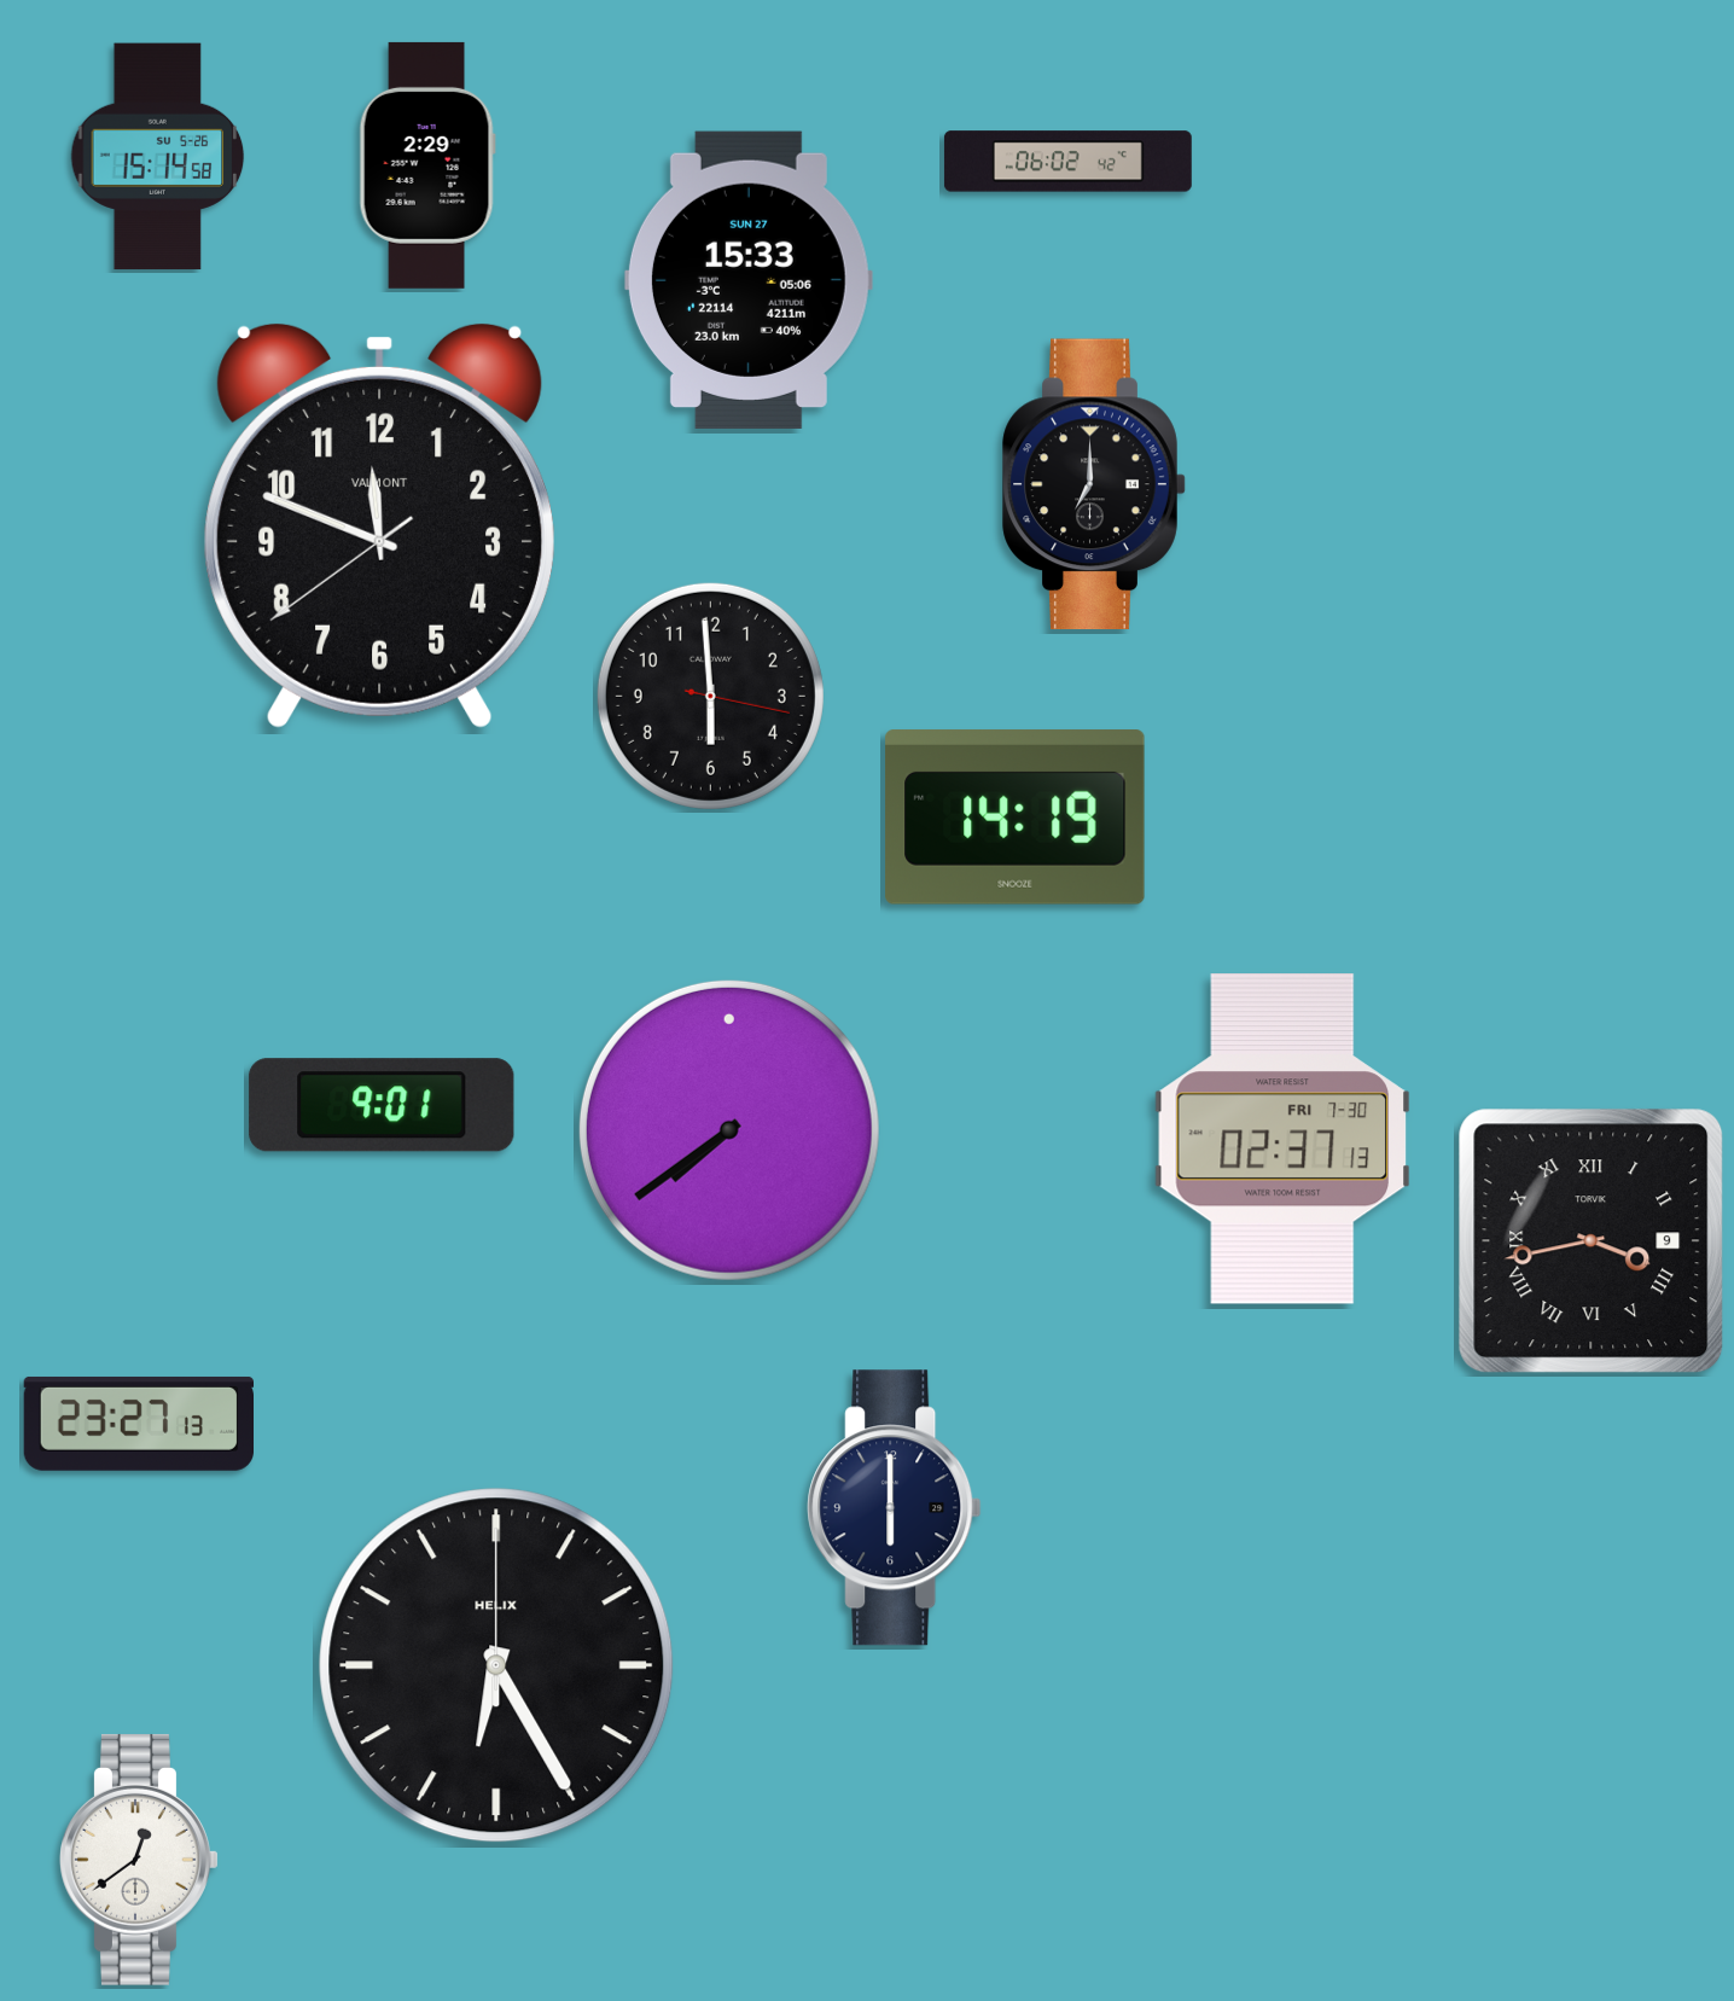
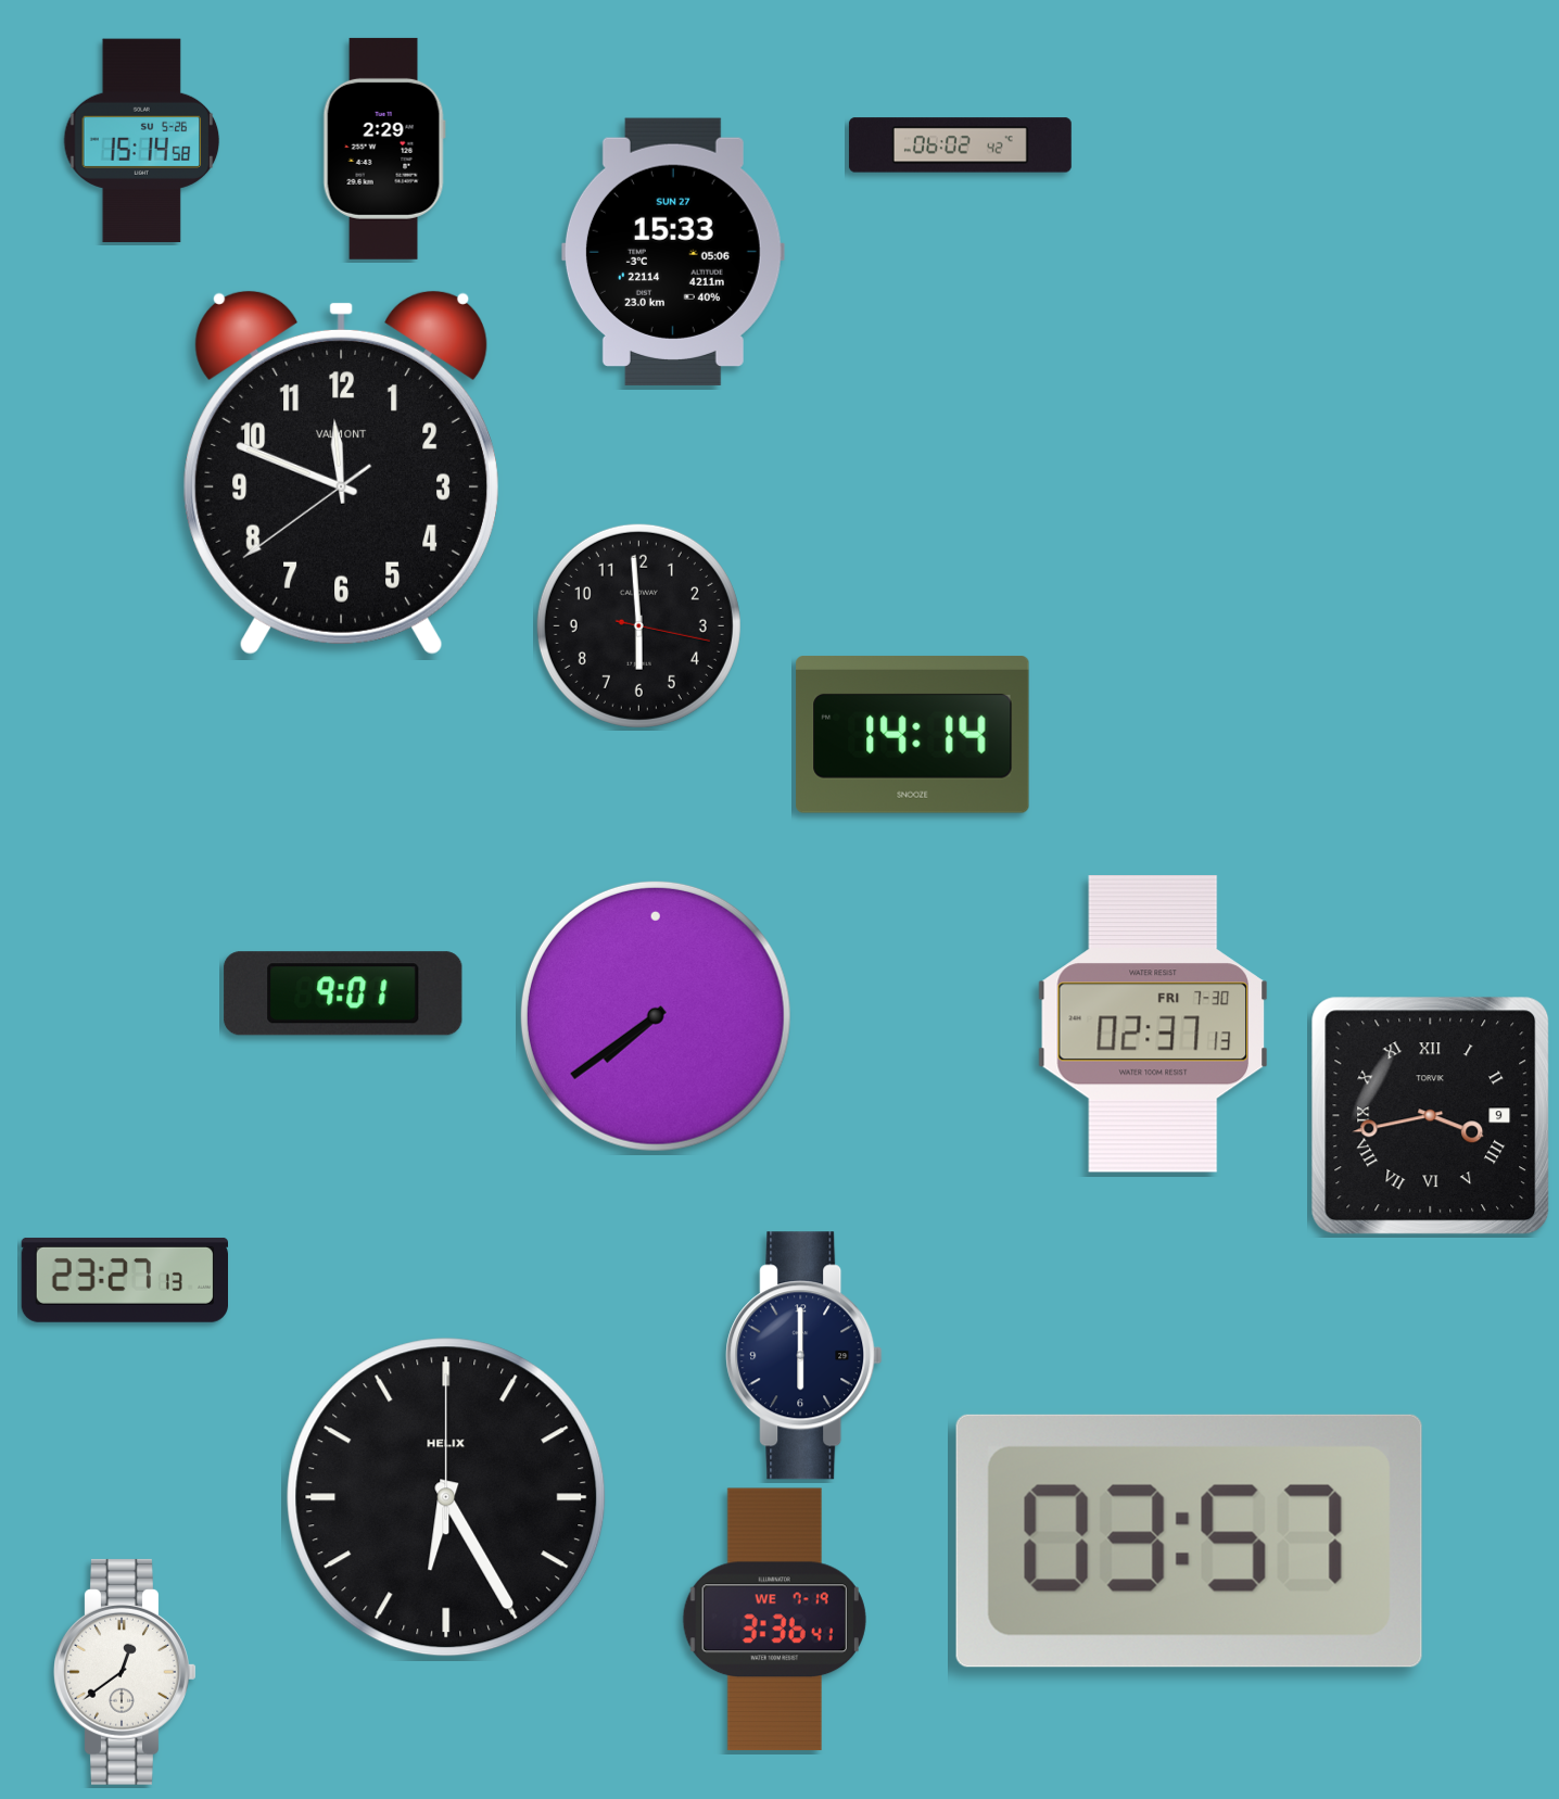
clock at (1094, 484): 7:00 -> none
clock at (1016, 818): 14:19 -> 14:14
clock at (1189, 1541): none -> 03:57
clock at (774, 1620): none -> 3:36
